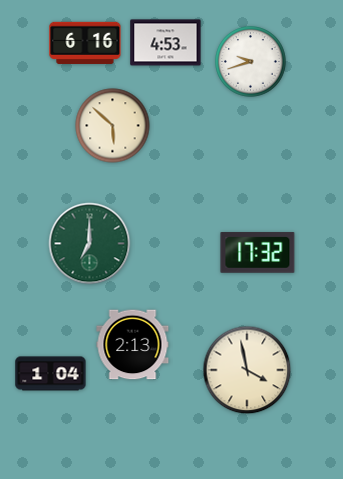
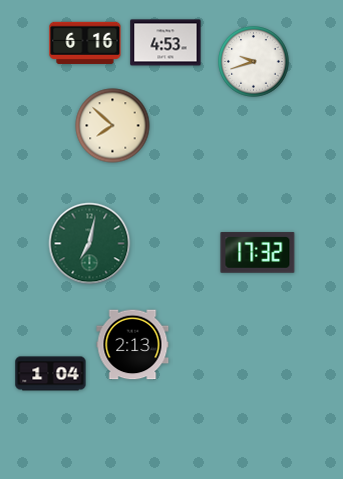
clock at (251, 62) position: (251, 62) -> (254, 62)
clock at (113, 126): 5:52 -> 7:52
clock at (90, 244): 7:00 -> 7:02
clock at (247, 370): 3:58 -> none
